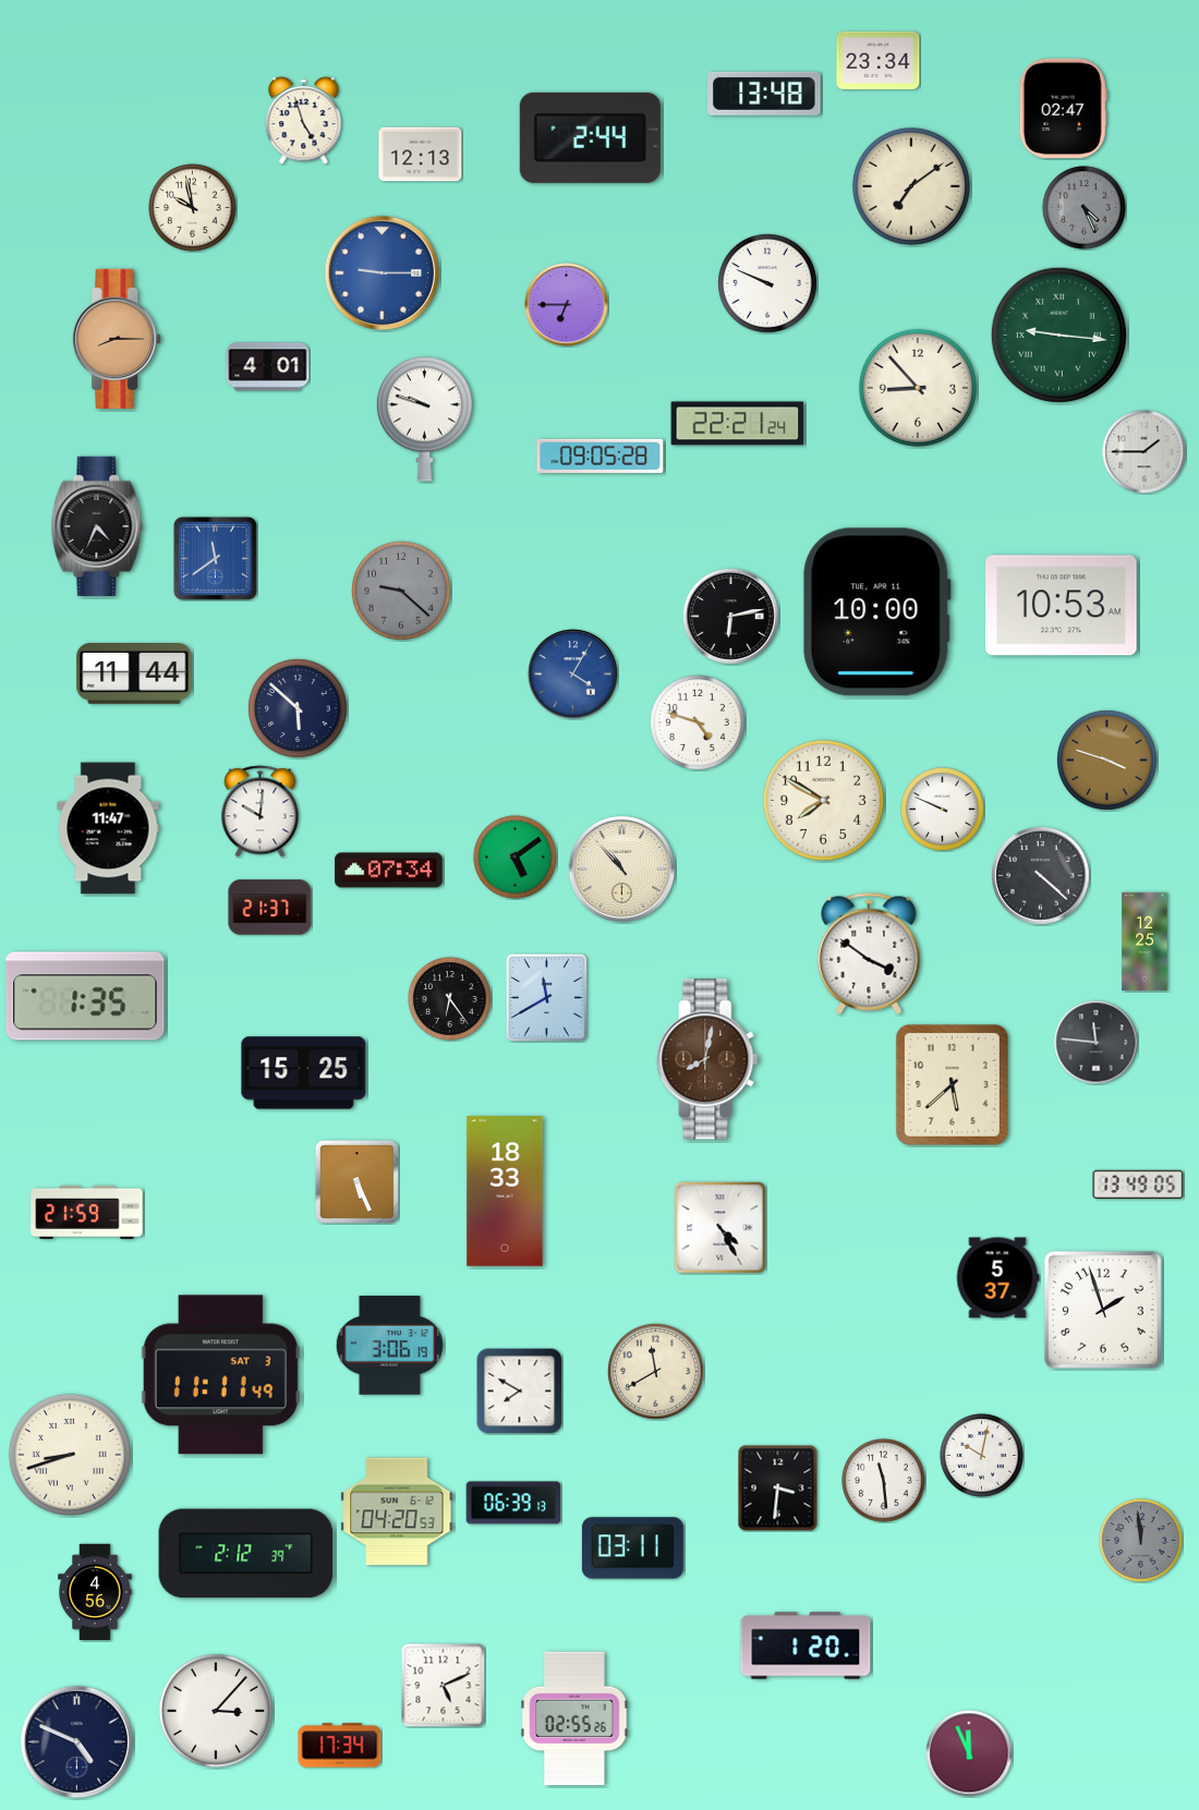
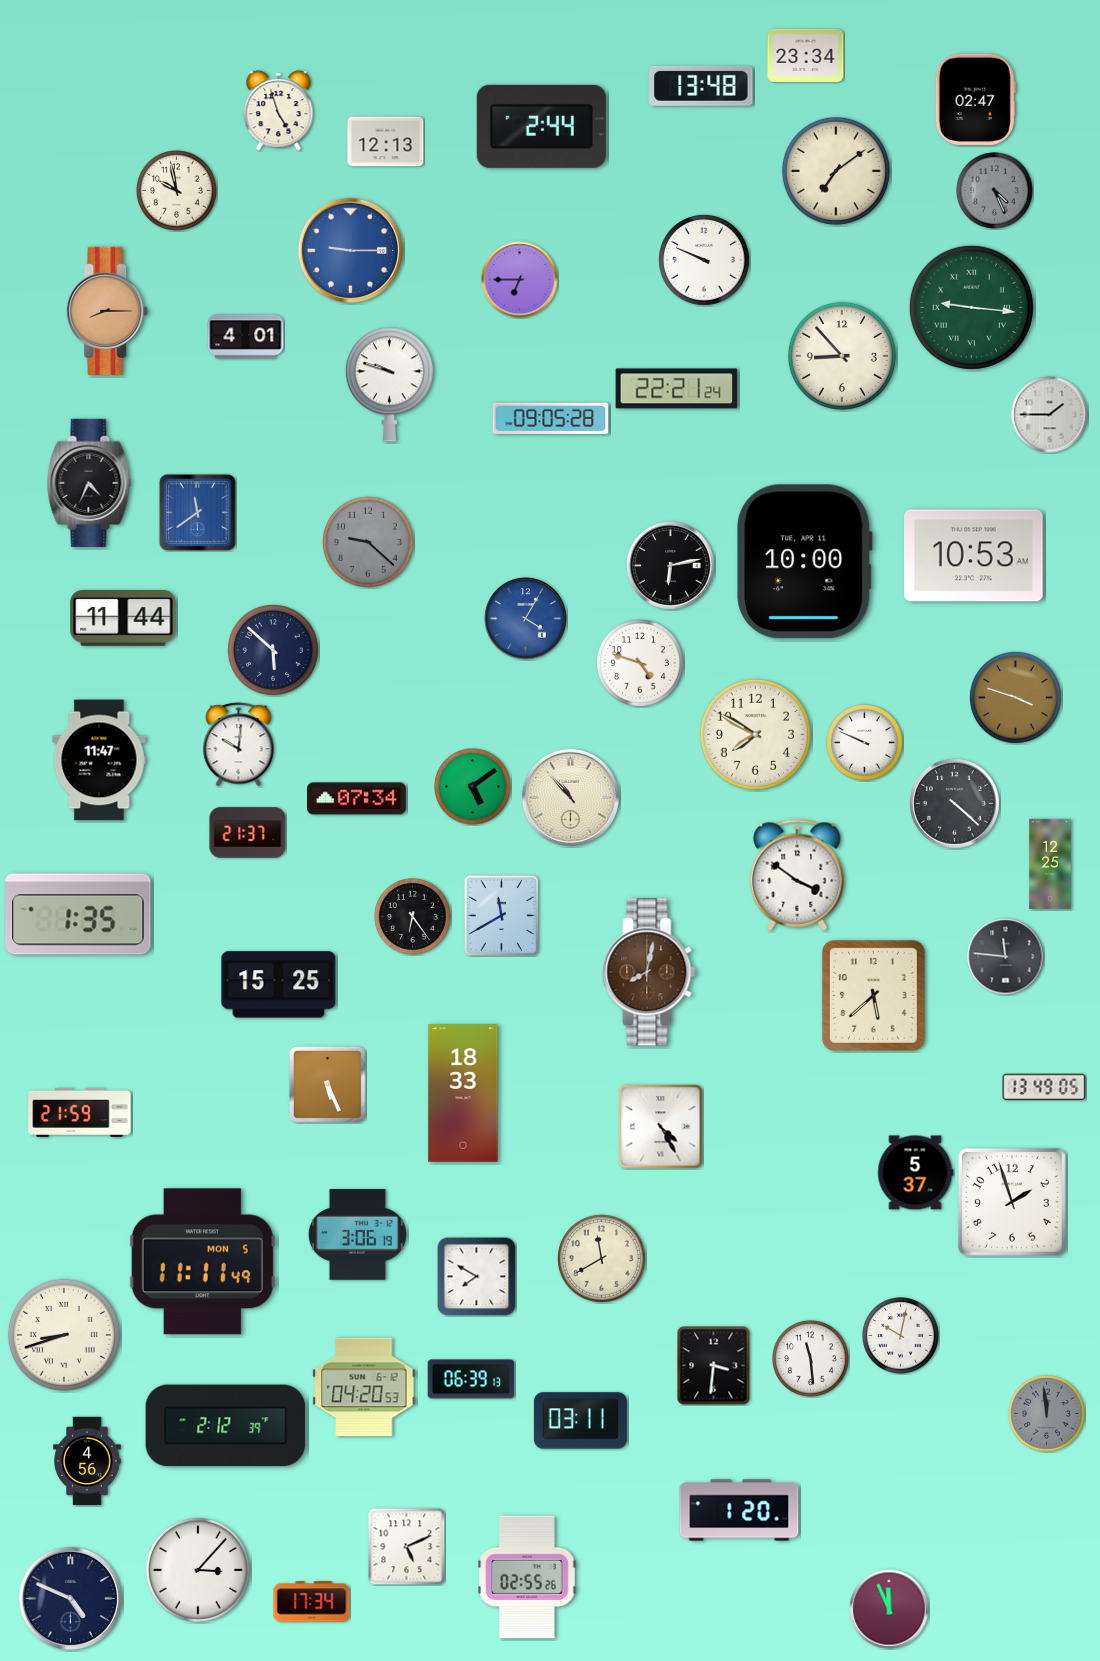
clock at (220, 1375) date: SAT 3 -> MON 5
